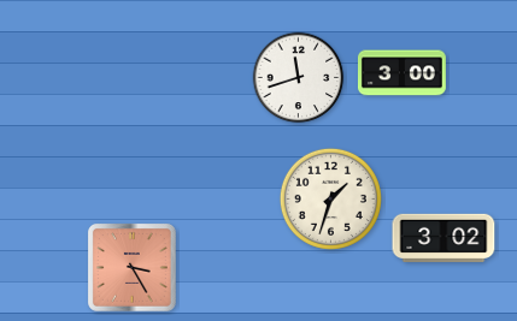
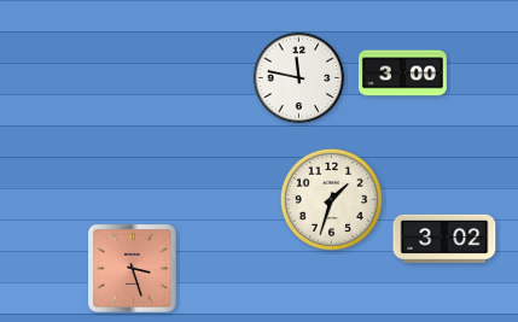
clock at (299, 78): 11:42 -> 11:47
clock at (133, 268): 3:25 -> 3:27
